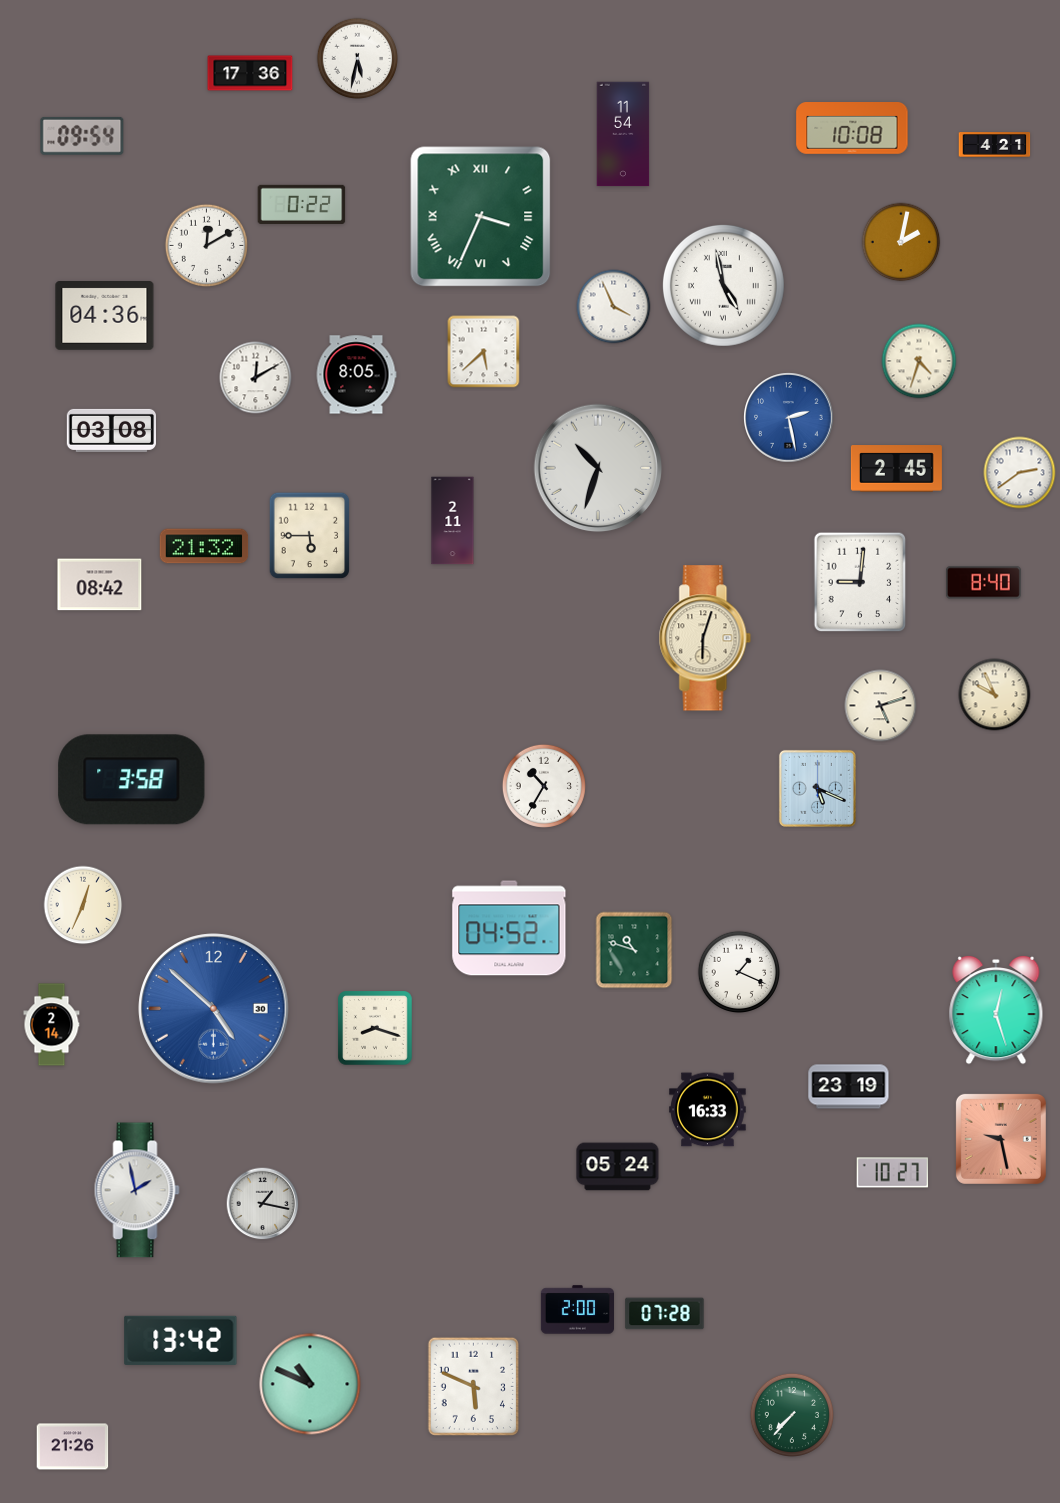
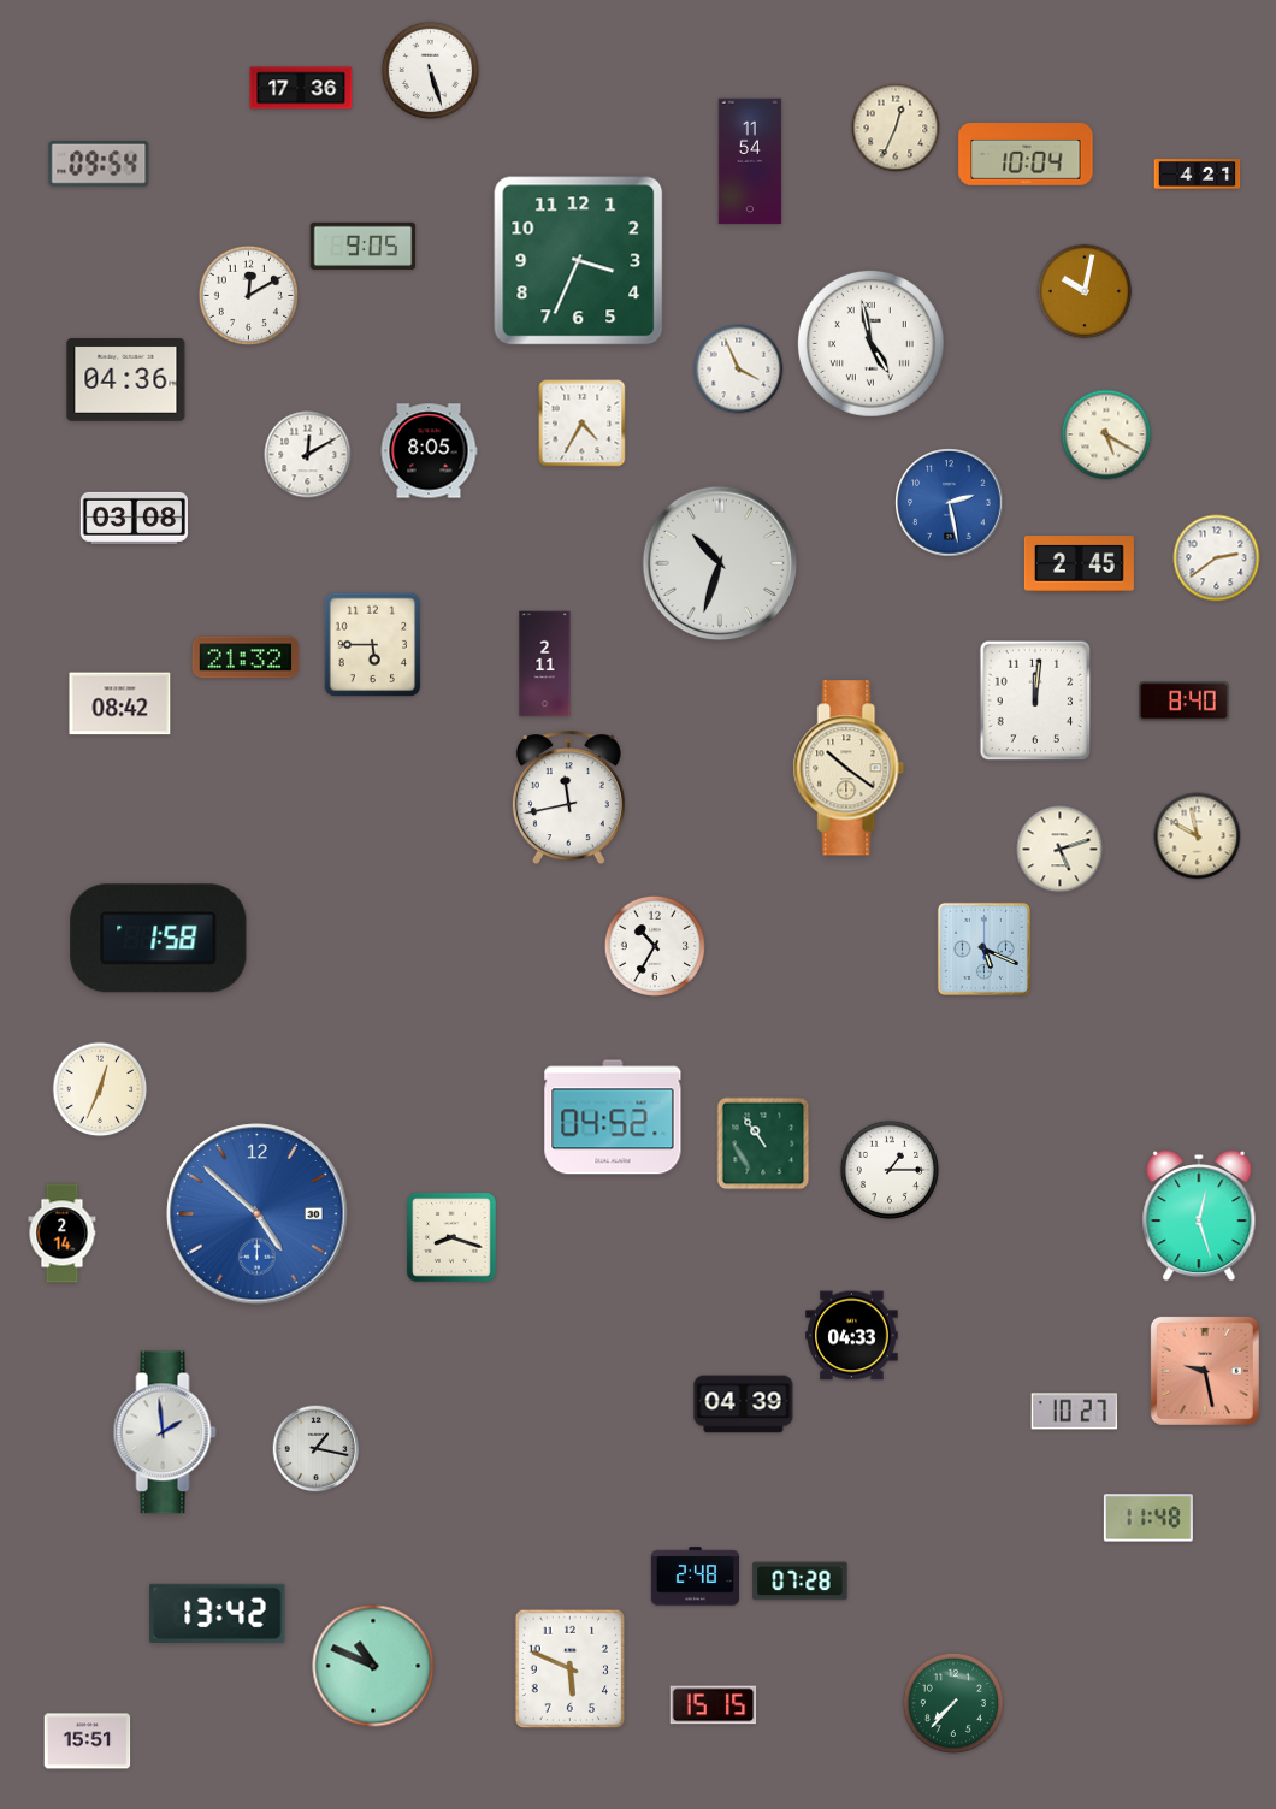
clock at (358, 59): 5:32 -> 5:27
clock at (896, 128): none -> 12:34
clock at (852, 129): 10:08 -> 10:04
clock at (302, 204): 0:22 -> 9:05
clock at (481, 217) numerals: Roman -> Arabic
clock at (901, 242): 2:02 -> 10:02
clock at (484, 352): 5:38 -> 4:35
clock at (919, 361): 4:33 -> 5:20
clock at (1020, 473) position: (1020, 473) -> (1217, 558)
clock at (453, 521) position: (453, 521) -> (545, 664)
clock at (860, 582): 9:01 -> 12:01
clock at (705, 638): 6:03 -> 10:21
clock at (568, 798): none -> 11:43
clock at (995, 695): 9:56 -> 9:58
clock at (132, 780): 3:58 -> 1:58
clock at (634, 950): 10:48 -> 10:54
clock at (739, 972): 1:19 -> 1:15
clock at (849, 1087): 23:19 -> none
clock at (708, 1110): 16:33 -> 04:33
clock at (618, 1167): 05:24 -> 04:39
clock at (137, 1190): 1:58 -> 1:59
clock at (1148, 1518): none -> 11:48
clock at (577, 1310): 2:00 -> 2:48
clock at (714, 1705): none -> 15:15
clock at (73, 1447): 21:26 -> 15:51
